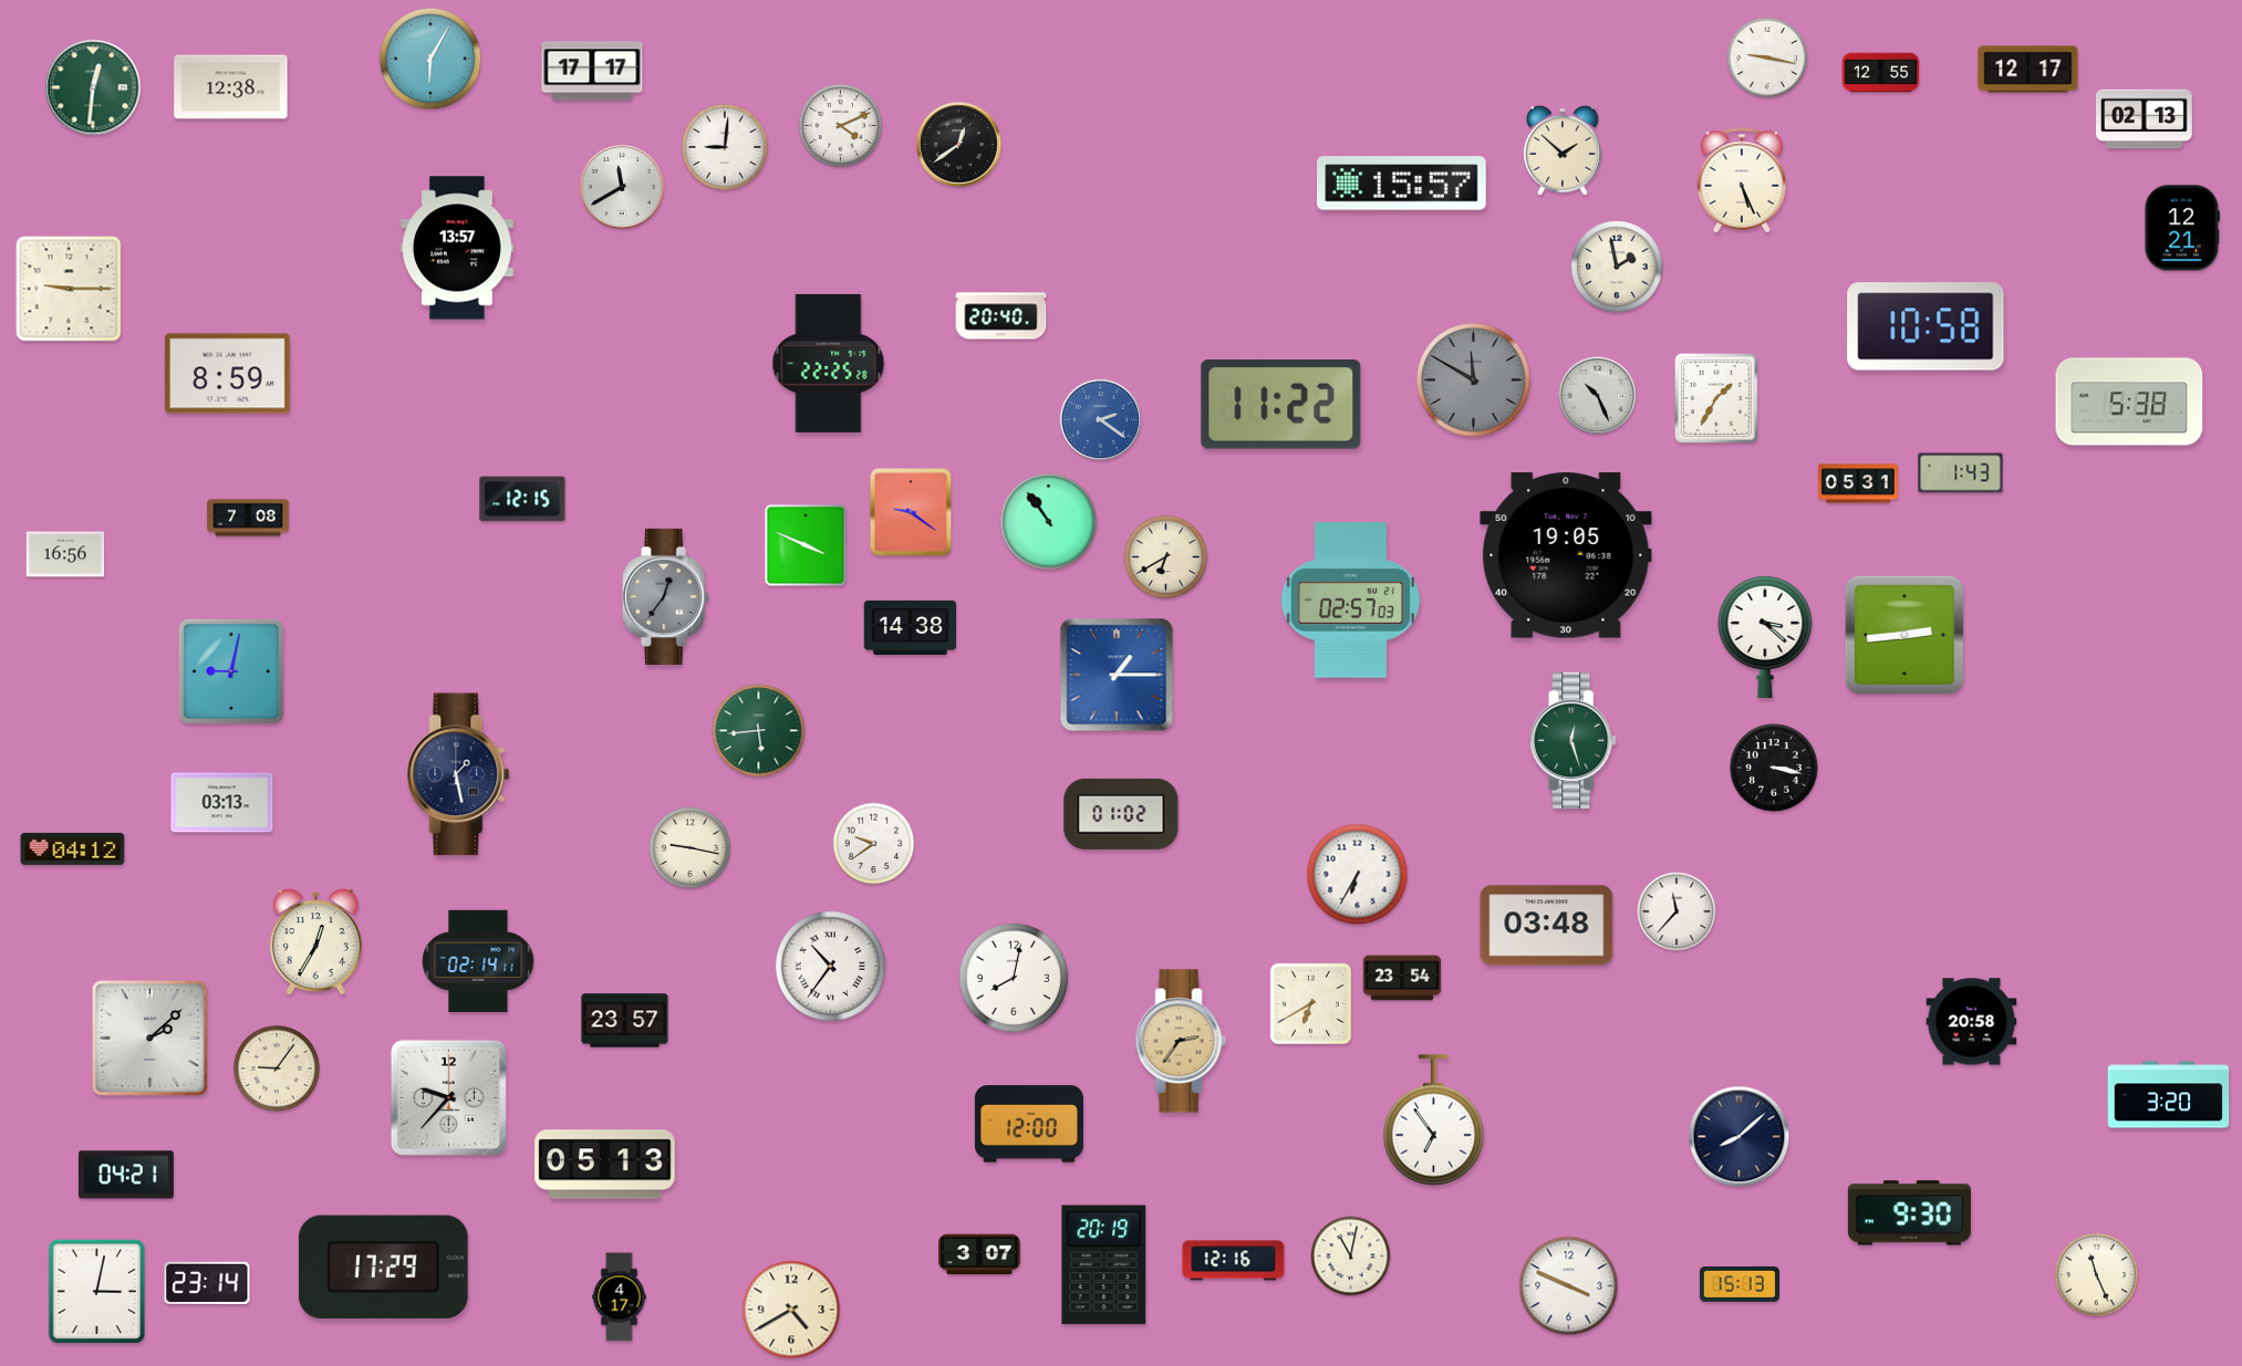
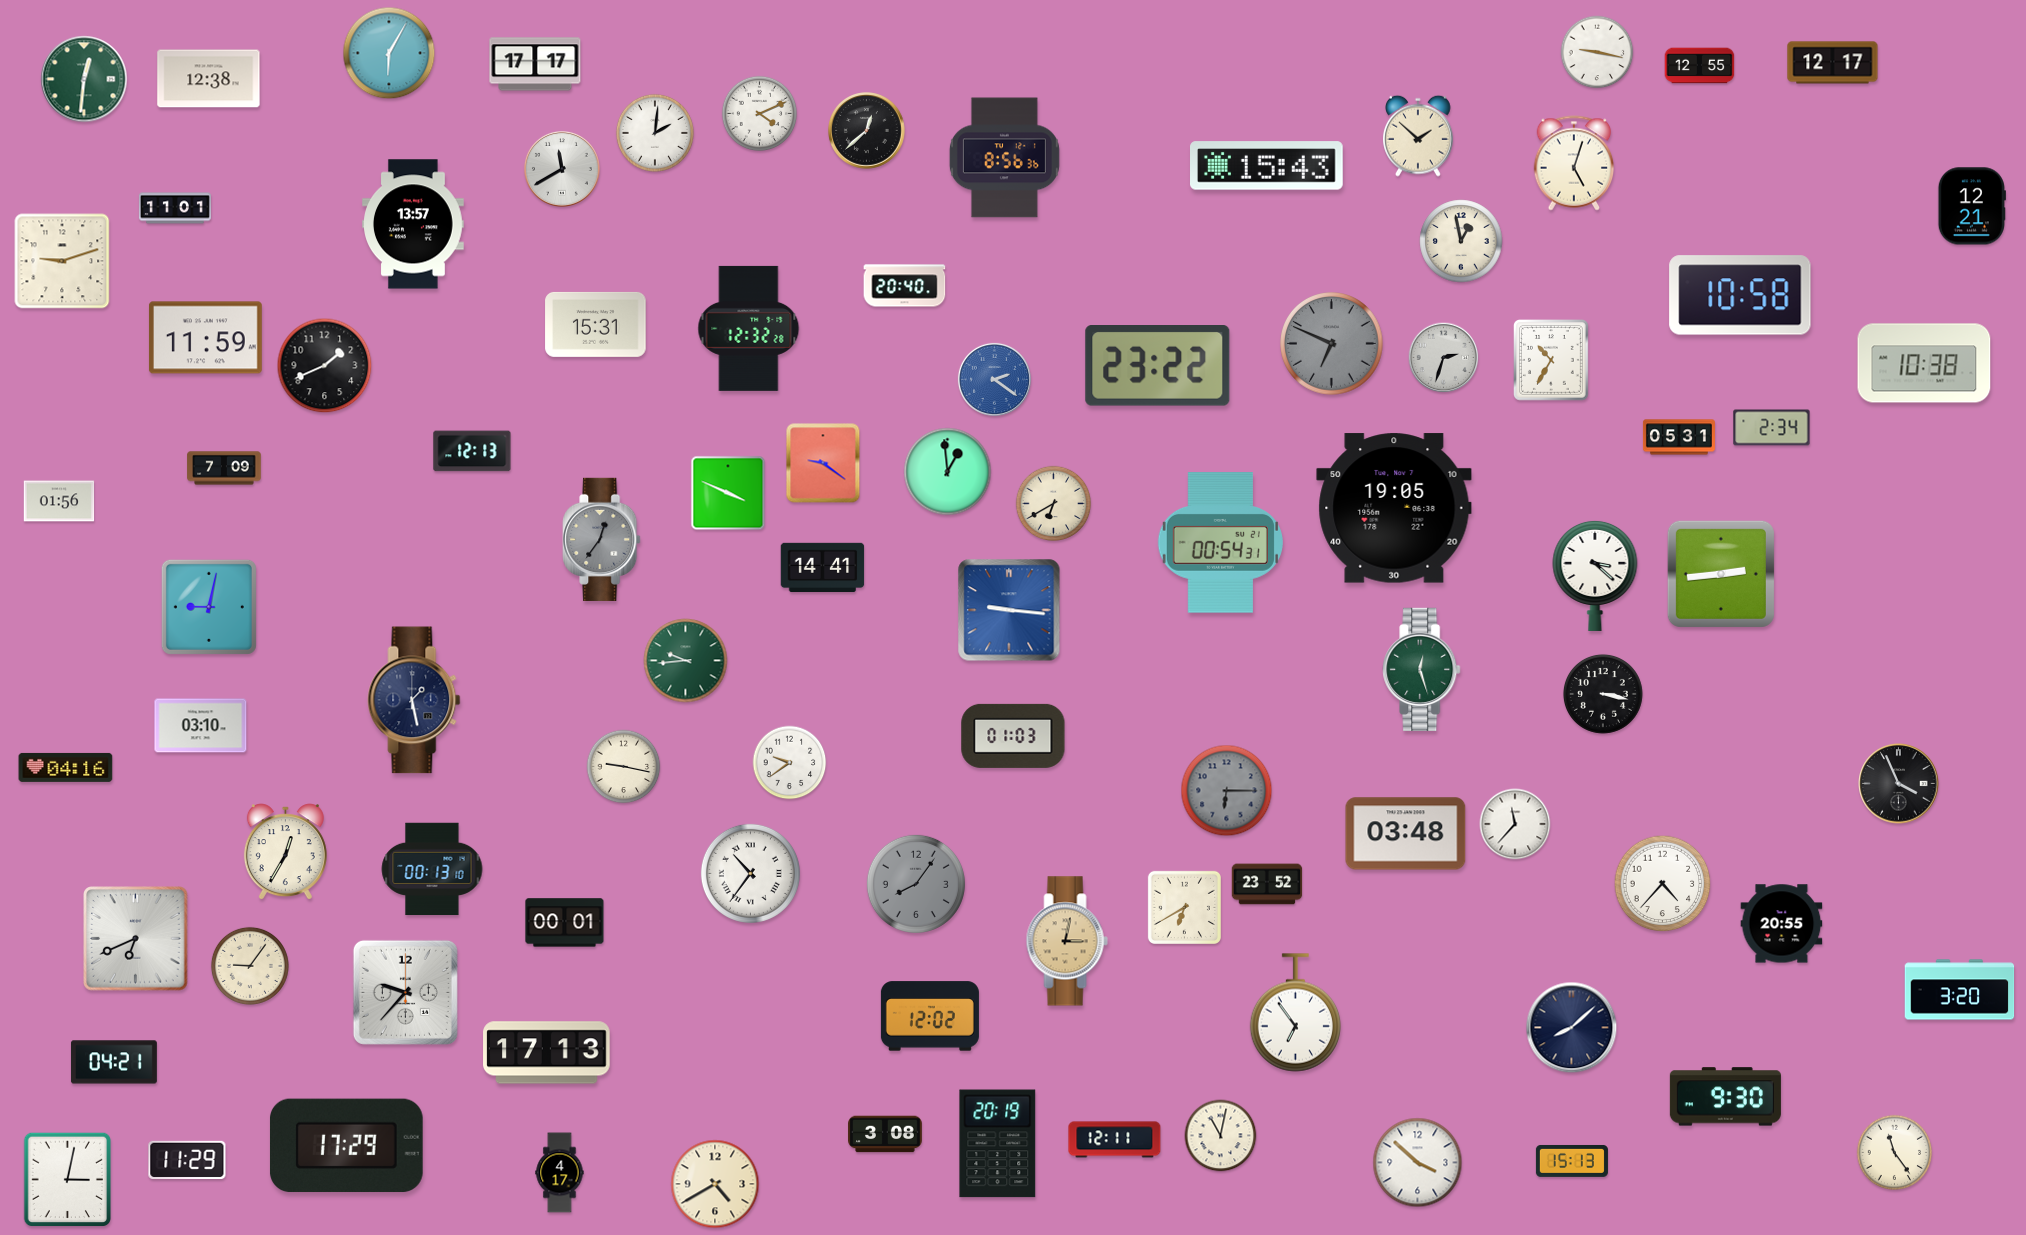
clock at (2145, 119): 02:13 -> none
clock at (959, 145): 12:39 -> 12:38
clock at (725, 147): 9:01 -> 2:01
clock at (1564, 150) position: (1564, 150) -> (1419, 136)
clock at (1004, 158): none -> 8:56
clock at (1742, 180): 5:26 -> 5:03
clock at (1402, 184): 15:57 -> 15:43
clock at (175, 208): none -> 11:01
clock at (1617, 267): 1:58 -> 12:58
clock at (69, 289): 9:15 -> 9:12
clock at (596, 324): none -> 15:31
clock at (829, 363): 22:25 -> 12:32
clock at (227, 374): 8:59 -> 11:59
clock at (1474, 380): 11:50 -> 6:49
clock at (1598, 396): 10:26 -> 2:33
clock at (1716, 399): 1:35 -> 10:35
clock at (2129, 402): 5:38 -> 10:38
clock at (325, 366): none -> 1:41
clock at (1281, 405): 11:22 -> 23:22
clock at (1961, 473): 1:43 -> 2:34
clock at (522, 499): 12:15 -> 12:13
clock at (248, 518): 7:08 -> 7:09
clock at (1049, 522): 10:54 -> 12:59
clock at (65, 554): 16:56 -> 01:56
clock at (1566, 555) position: (1566, 555) -> (1394, 508)
clock at (1350, 601): 02:57 -> 00:54
clock at (911, 628): 14:38 -> 14:41
clock at (1117, 675): 1:15 -> 9:16
clock at (759, 731): 5:44 -> 9:44
clock at (222, 803): 03:13 -> 03:10
clock at (1121, 814): 01:02 -> 01:03
clock at (73, 848): 04:12 -> 04:16
clock at (1899, 784): none -> 3:56
clock at (1358, 875): 6:35 -> 6:15
clock at (1358, 875) dial: white -> grey
clock at (1547, 926) position: (1547, 926) -> (1406, 834)
clock at (478, 961): 02:14 -> 00:13
clock at (1014, 978): 8:02 -> 8:06
clock at (1014, 978) dial: white -> grey
clock at (1402, 978): 23:54 -> 23:52
clock at (1663, 884): none -> 4:37
clock at (625, 1021): 23:57 -> 00:01
clock at (1972, 1022): 20:58 -> 20:55
clock at (150, 1039): 2:08 -> 6:41
clock at (1181, 1041): 2:36 -> 3:02
clock at (1029, 1124): 12:00 -> 12:02
clock at (605, 1165): 05:13 -> 17:13
clock at (979, 1254): 3:07 -> 3:08
clock at (1234, 1261): 12:16 -> 12:11
clock at (2097, 1275): 11:26 -> 11:24
clock at (207, 1282): 23:14 -> 11:29
clock at (1569, 1286): 3:49 -> 3:52
clock at (96, 1292) position: (96, 1292) -> (67, 1180)
